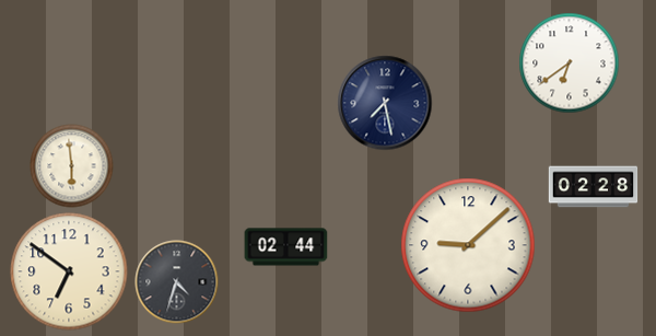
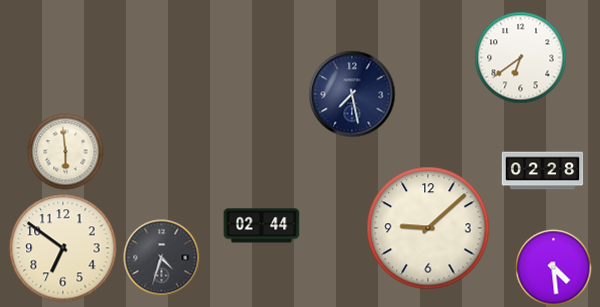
clock at (468, 245) position: (468, 245) -> (428, 228)
clock at (554, 268): none -> 4:29
